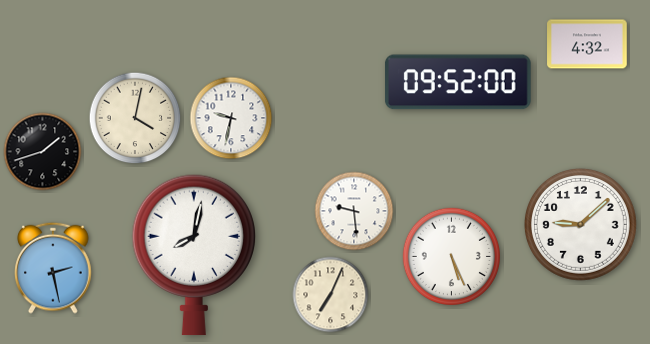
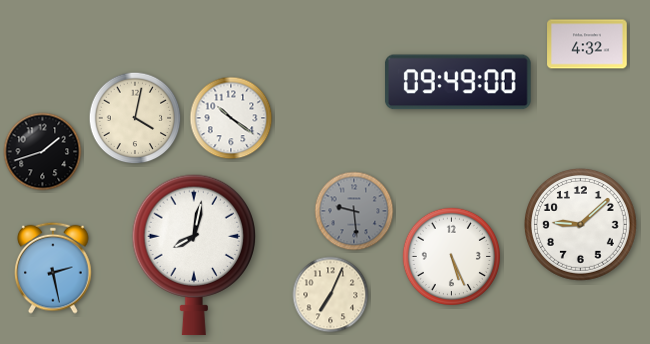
clock at (458, 82): 09:52 -> 09:49
clock at (231, 118): 9:32 -> 10:21
clock at (354, 211) dial: white -> grey
